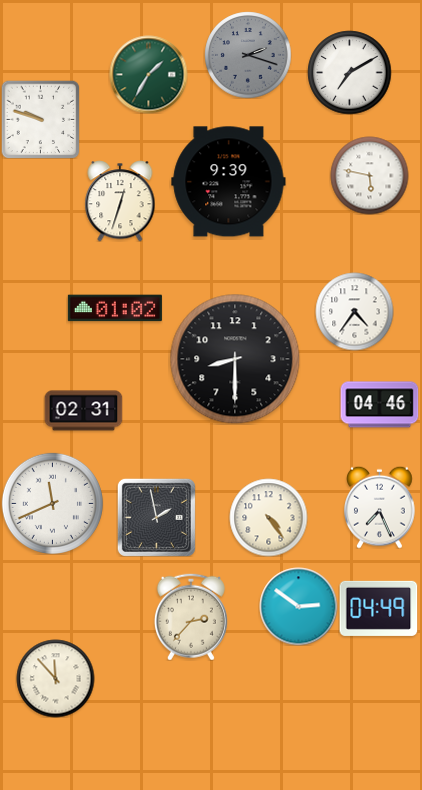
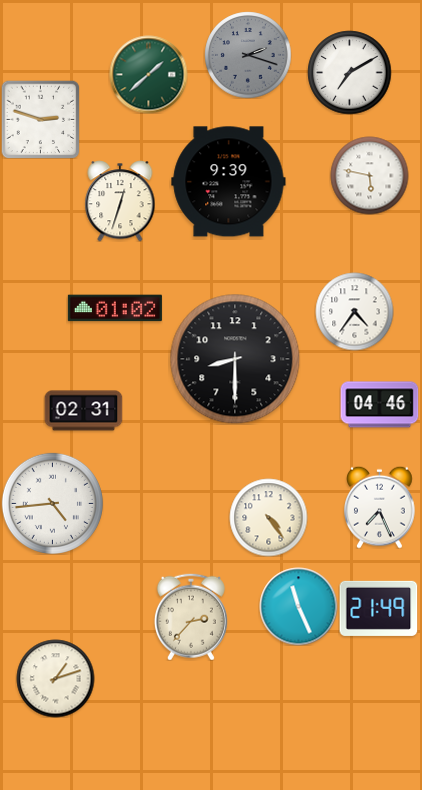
clock at (148, 74): 1:35 -> 1:38
clock at (40, 119): 9:48 -> 2:48
clock at (52, 503): 11:41 -> 4:44
clock at (156, 517): 1:58 -> none
clock at (298, 606): 2:51 -> 11:26
clock at (378, 608): 04:49 -> 21:49
clock at (55, 678): 11:53 -> 1:12
